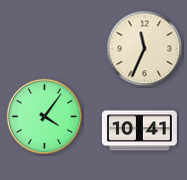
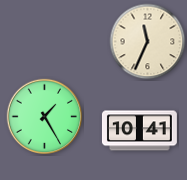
clock at (145, 49) position: (145, 49) -> (148, 42)
clock at (45, 117): 4:06 -> 1:25
